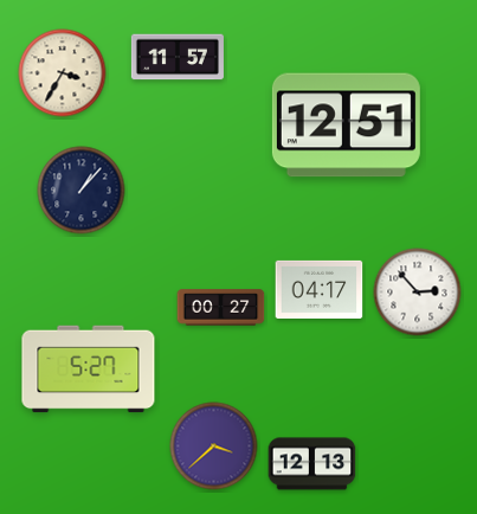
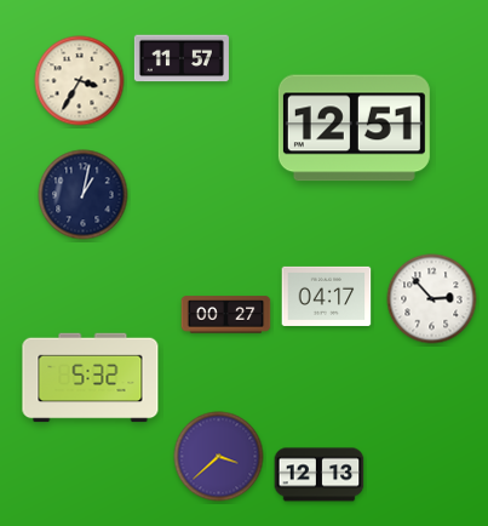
clock at (63, 73) position: (63, 73) -> (80, 81)
clock at (82, 191): 1:07 -> 1:02
clock at (418, 293) position: (418, 293) -> (432, 299)
clock at (89, 370): 5:27 -> 5:32
